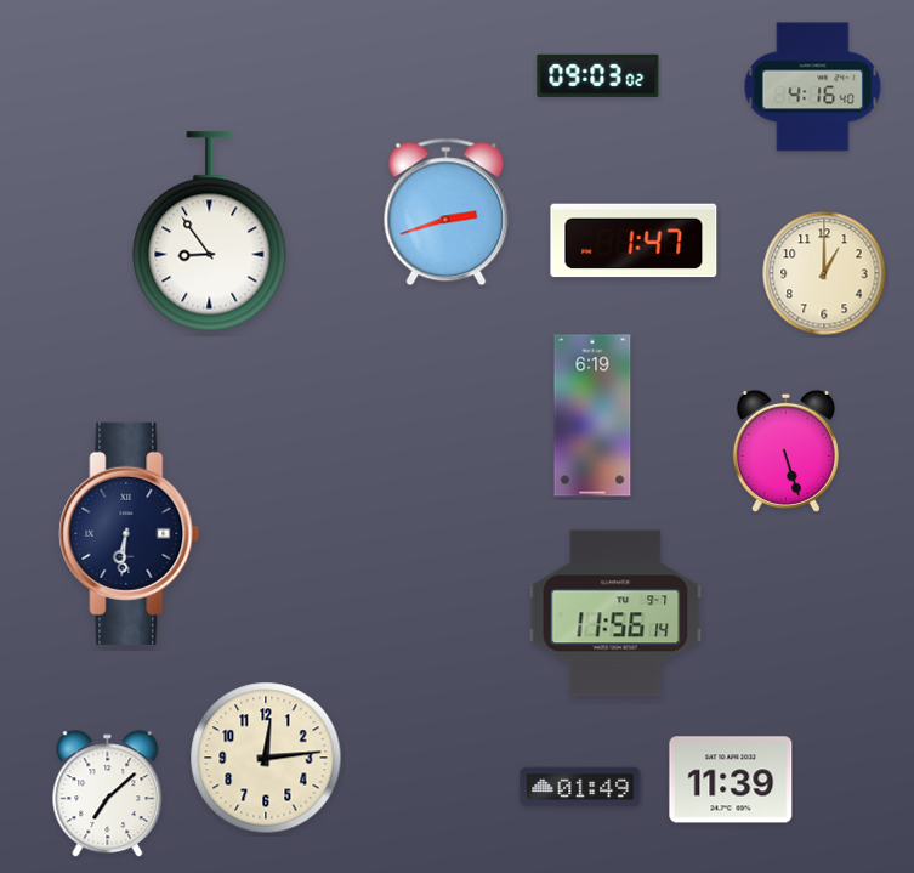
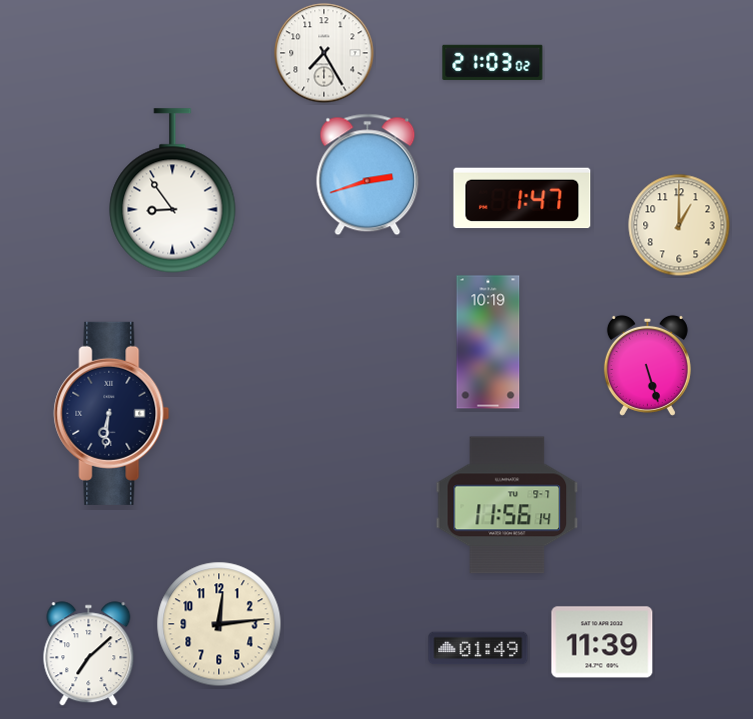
clock at (324, 53): none -> 7:25
clock at (598, 75): 09:03 -> 21:03
clock at (813, 87): 4:16 -> none
clock at (592, 415): 6:19 -> 10:19
clock at (785, 450) position: (785, 450) -> (647, 365)
clock at (130, 533) position: (130, 533) -> (112, 413)
